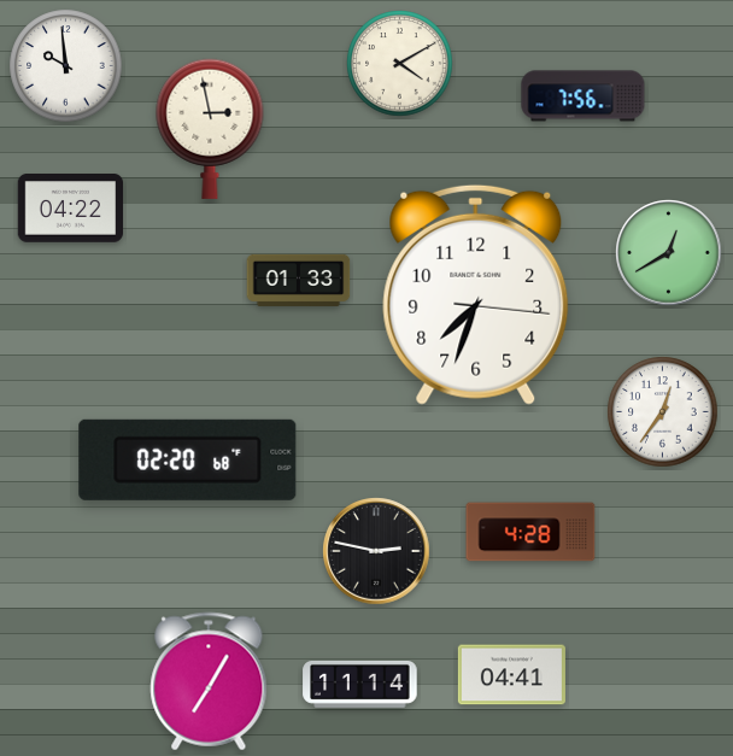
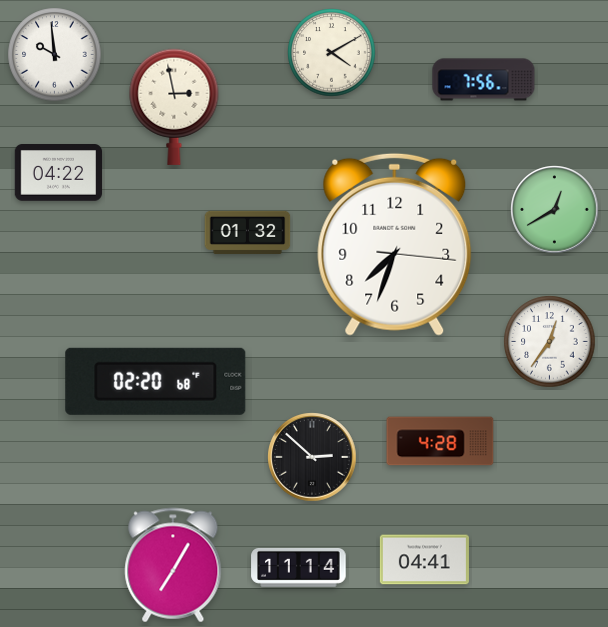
clock at (299, 280): 01:33 -> 01:32
clock at (376, 551): 2:47 -> 2:52
